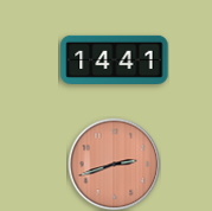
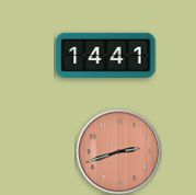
clock at (114, 164) position: (114, 164) -> (118, 151)
